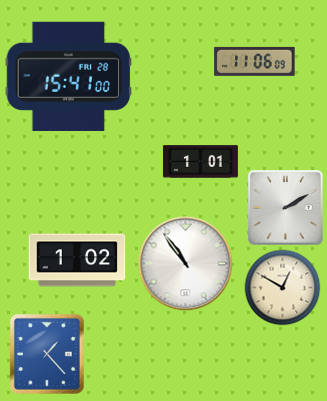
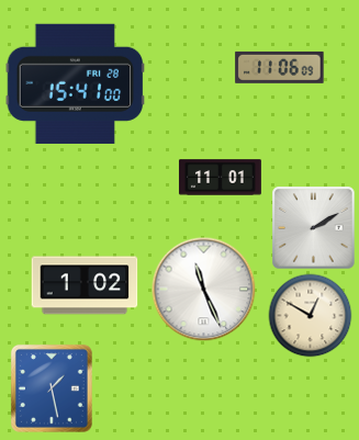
clock at (200, 162): 1:01 -> 11:01
clock at (186, 264): 10:54 -> 11:26
clock at (47, 354): 1:23 -> 1:28
